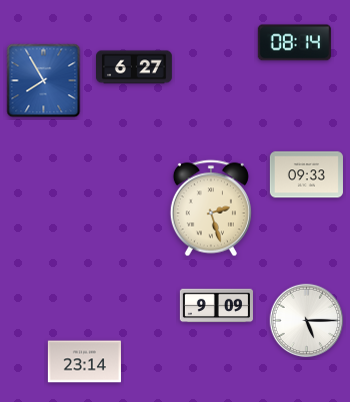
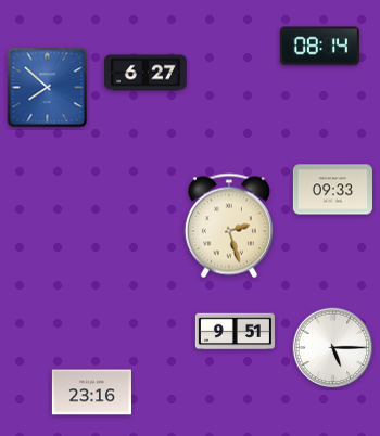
clock at (44, 81): 7:55 -> 7:52
clock at (216, 306): 9:09 -> 9:51
clock at (84, 362): 23:14 -> 23:16
